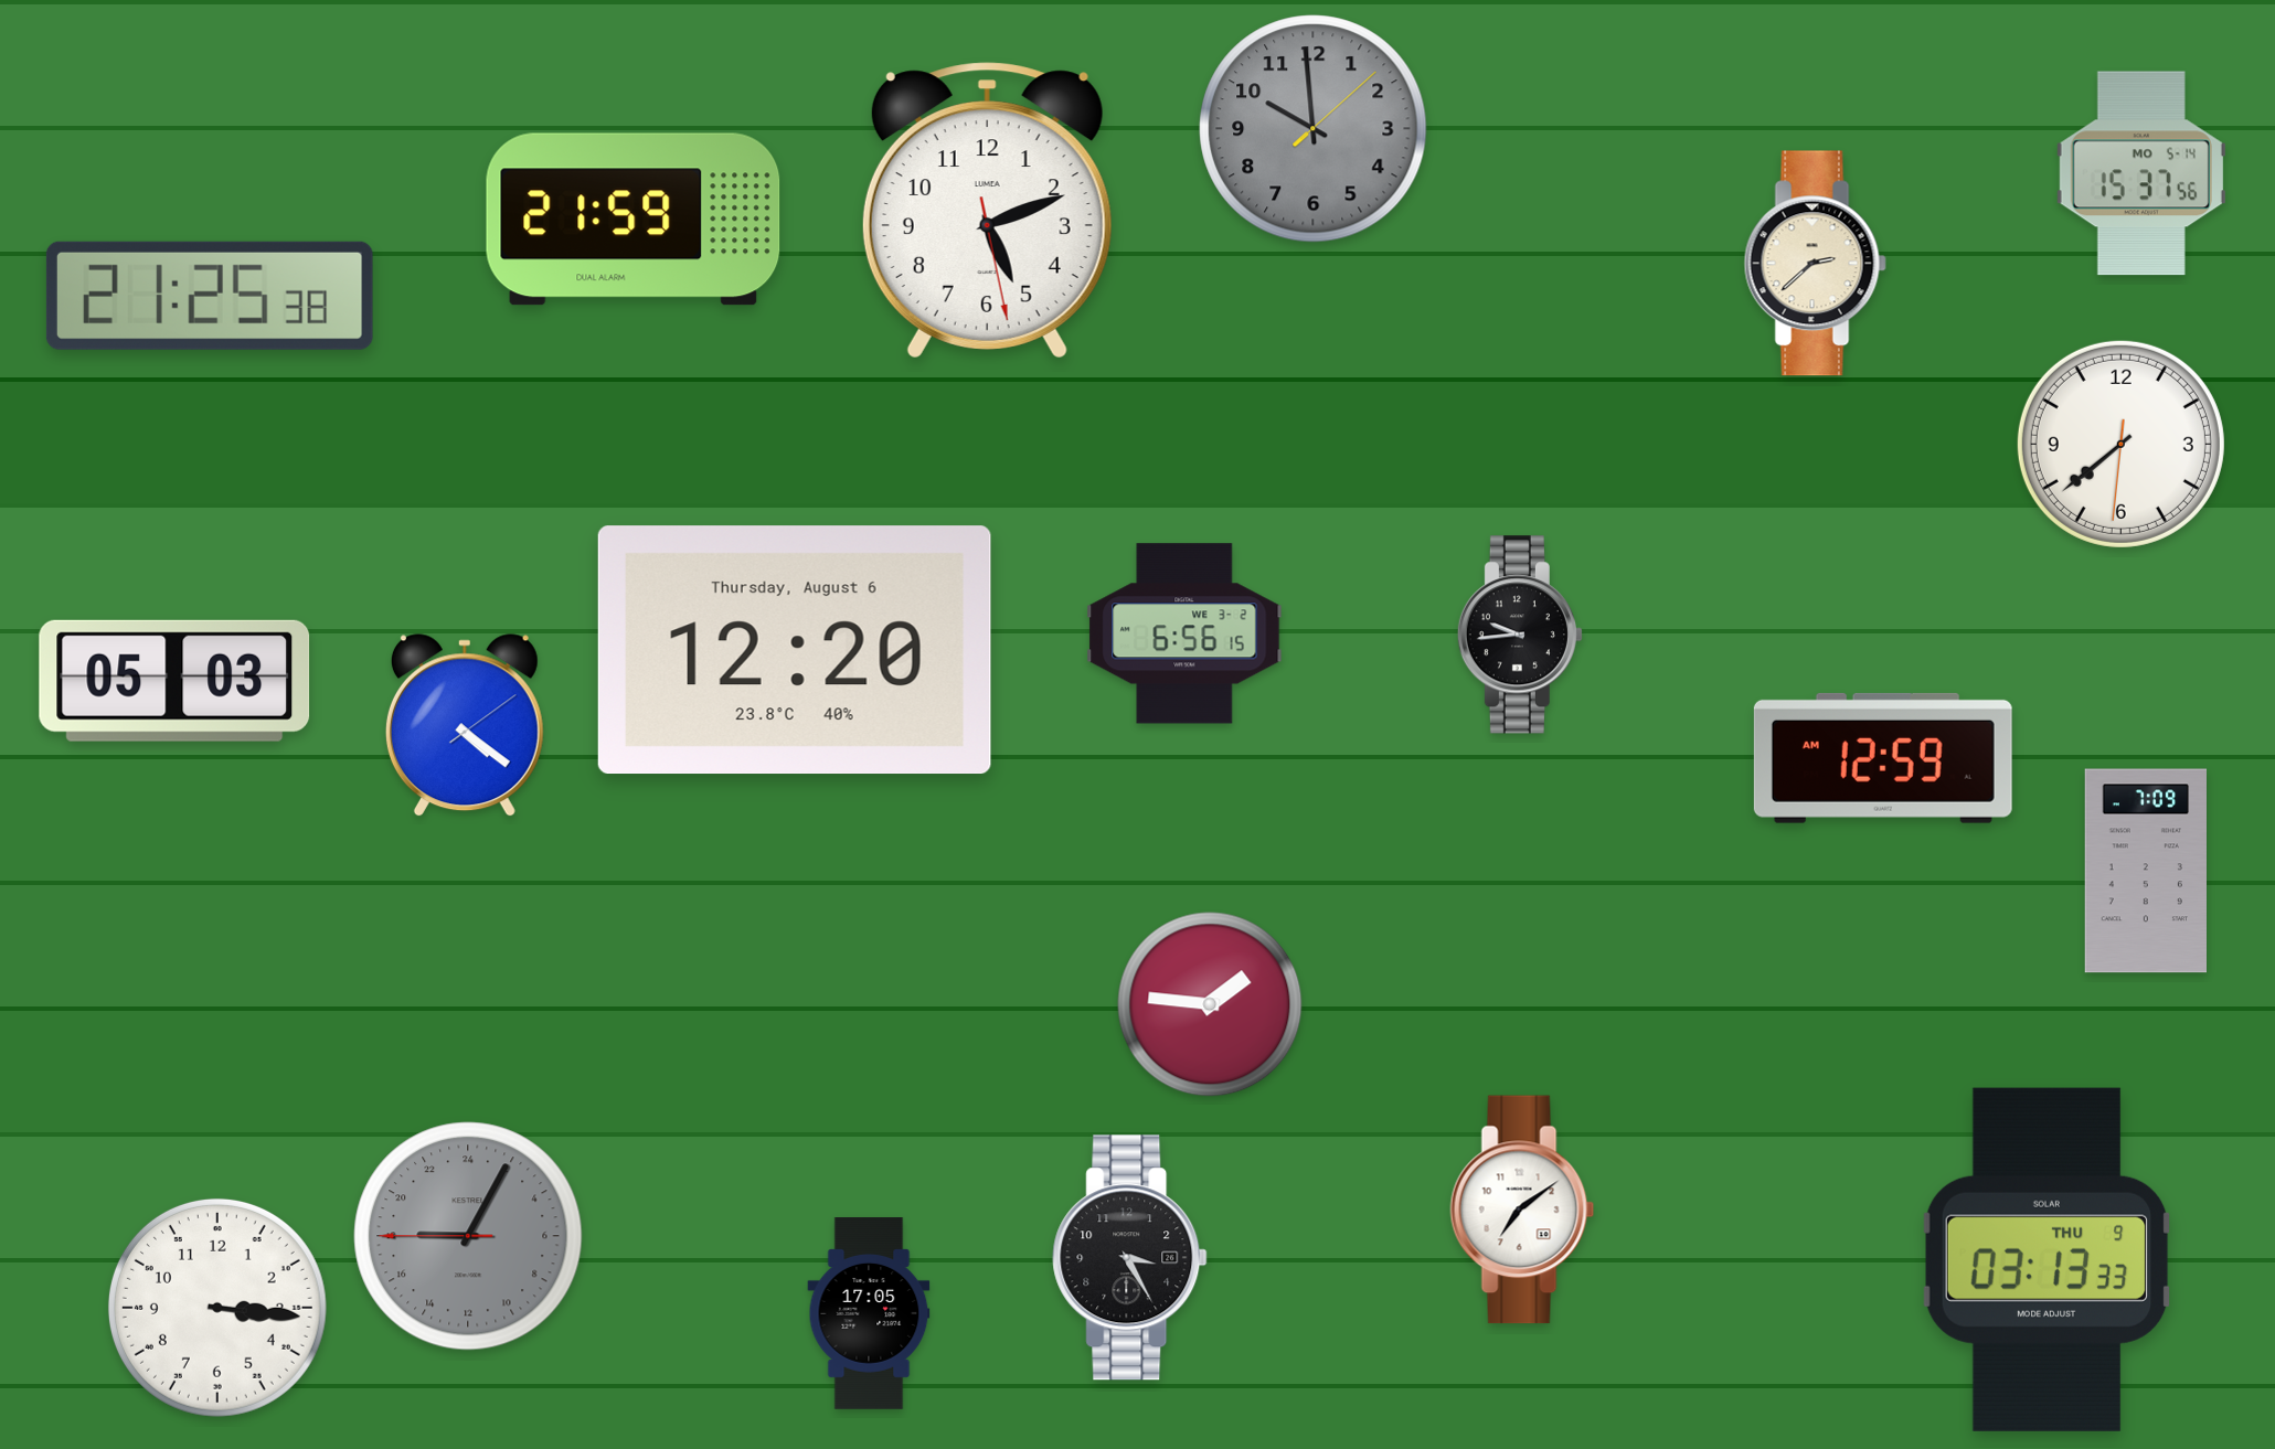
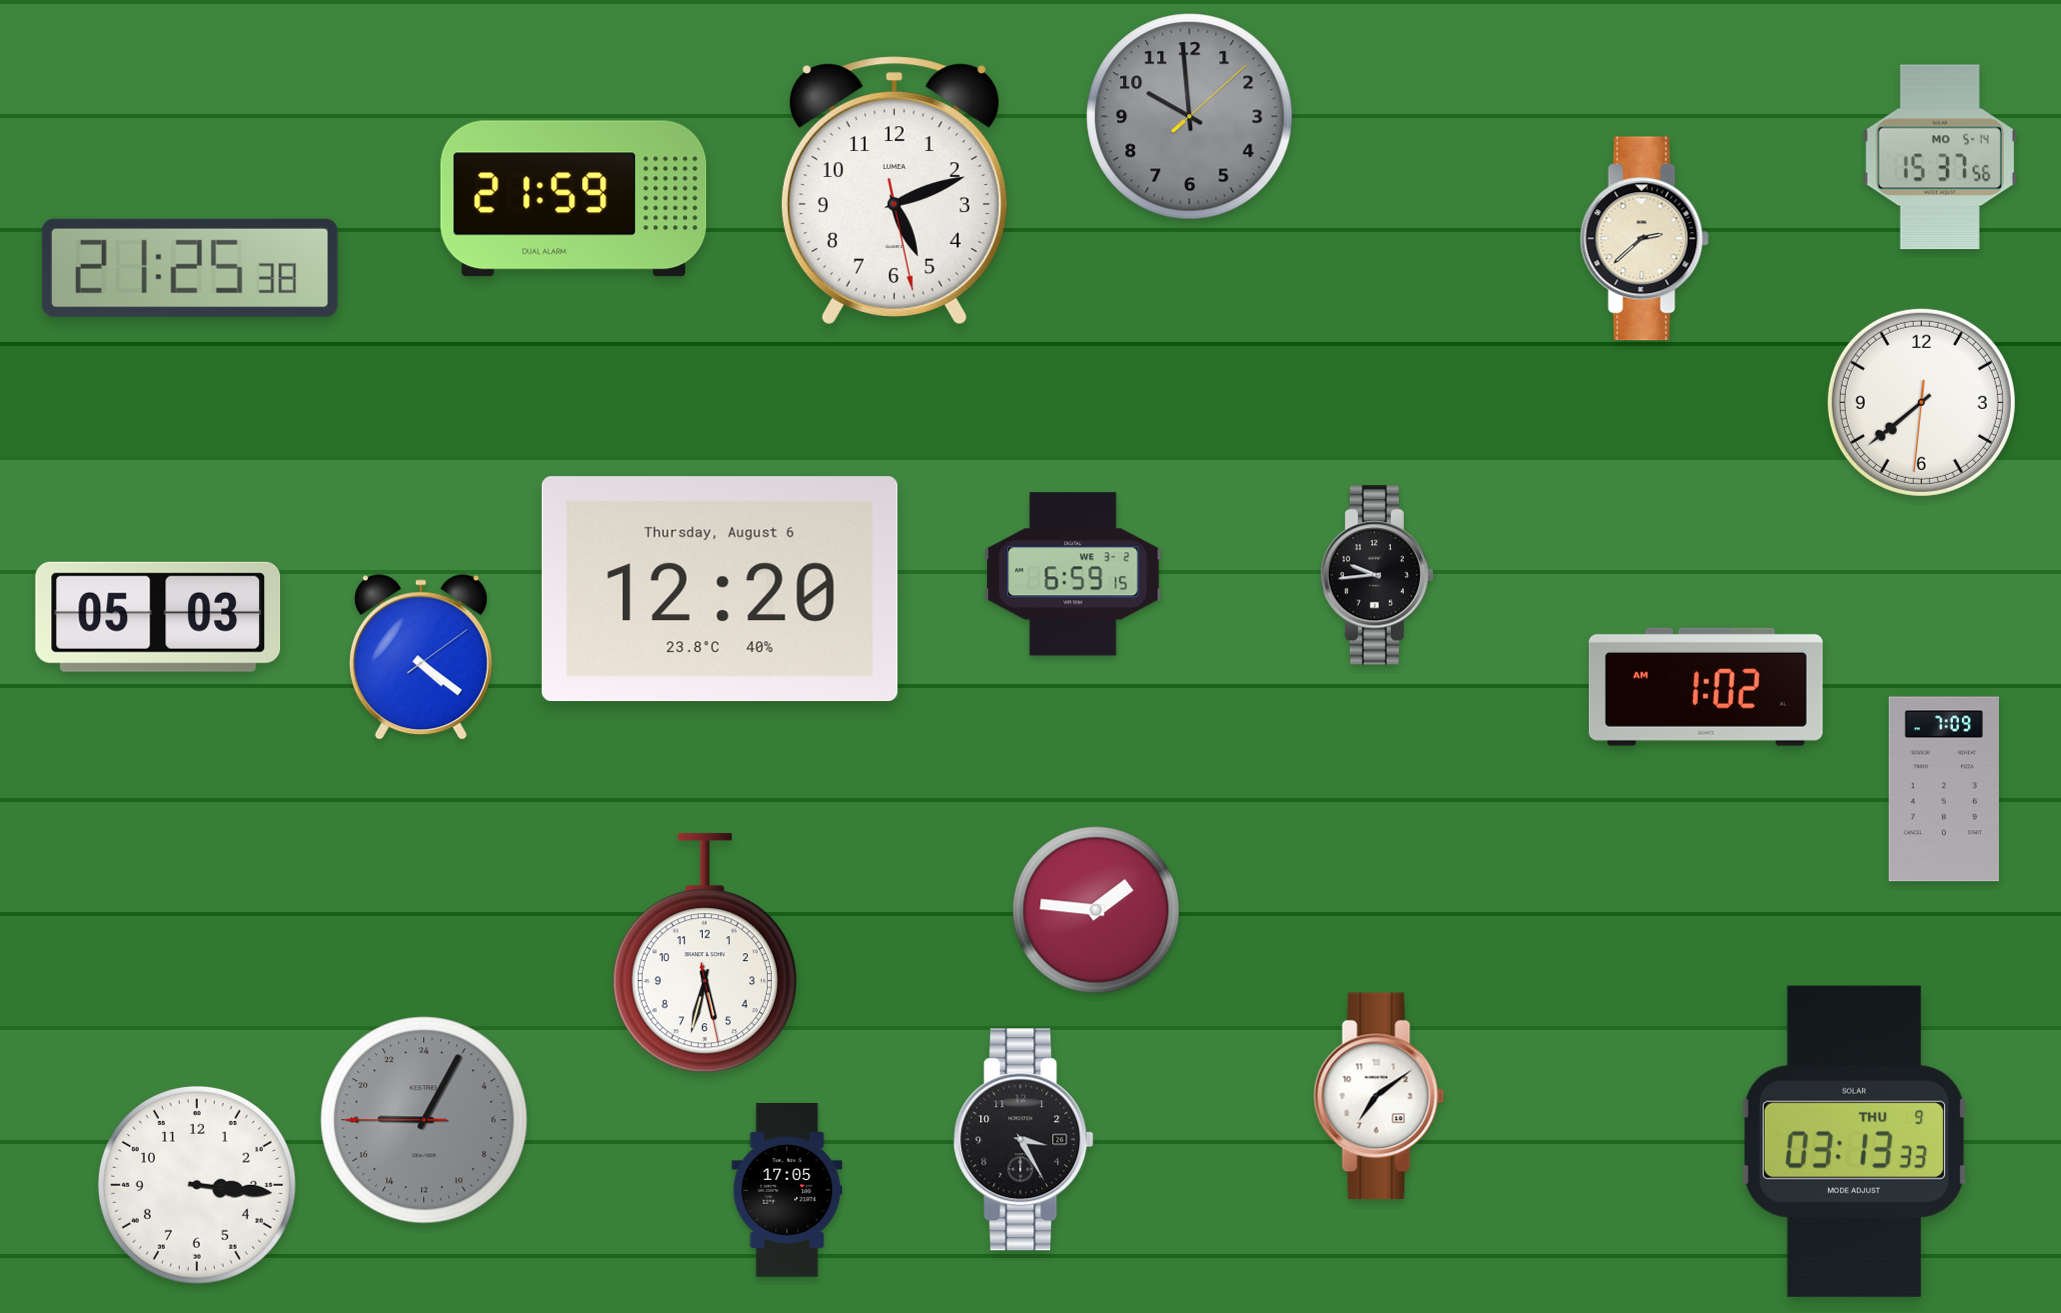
clock at (1184, 633): 6:56 -> 6:59
clock at (1883, 758): 12:59 -> 1:02
clock at (705, 954): none -> 5:32
